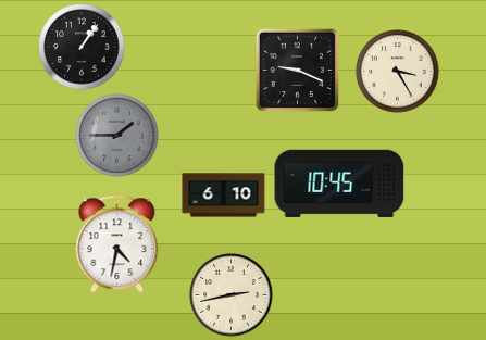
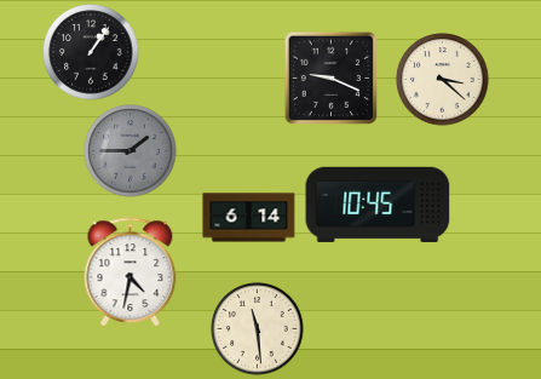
clock at (398, 72): 3:25 -> 3:22
clock at (224, 196): 6:10 -> 6:14
clock at (232, 295): 2:43 -> 11:29
